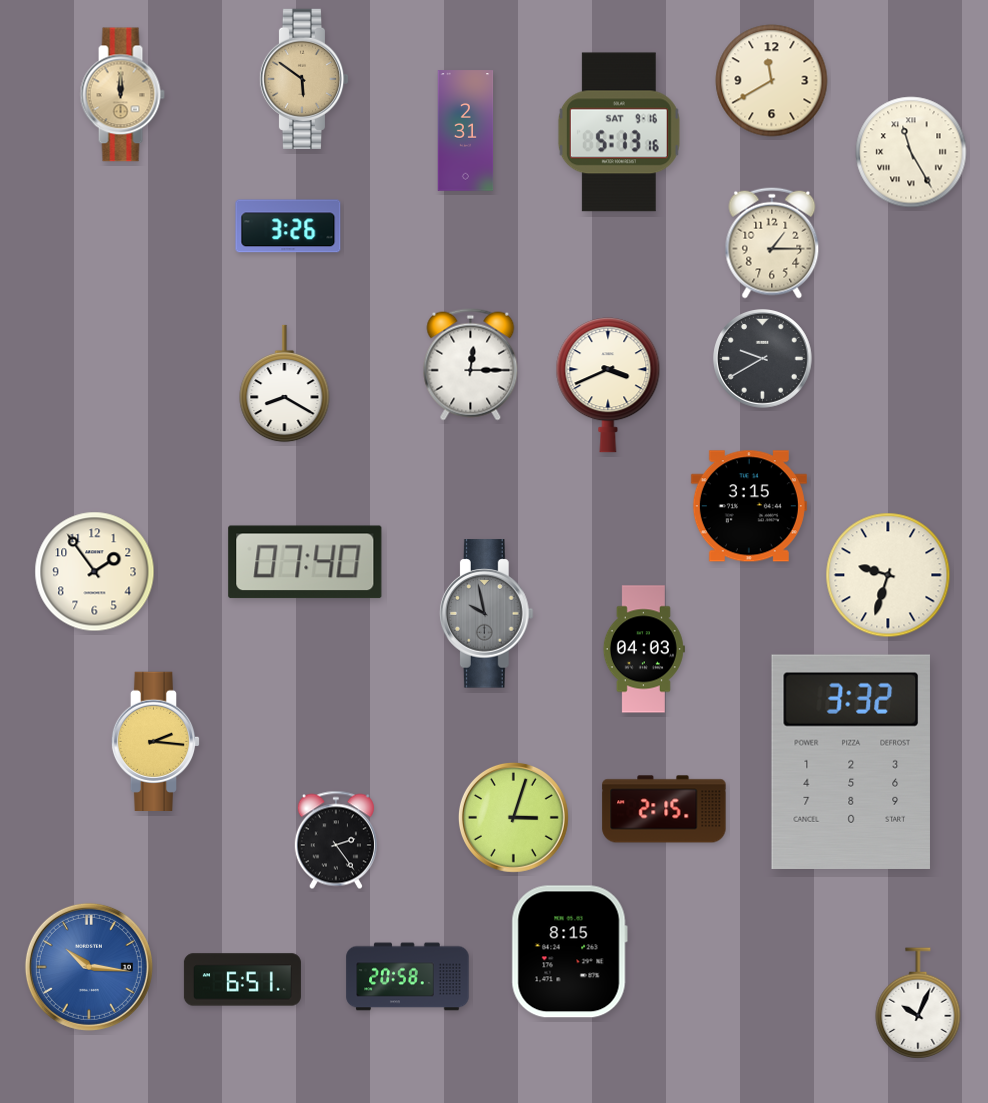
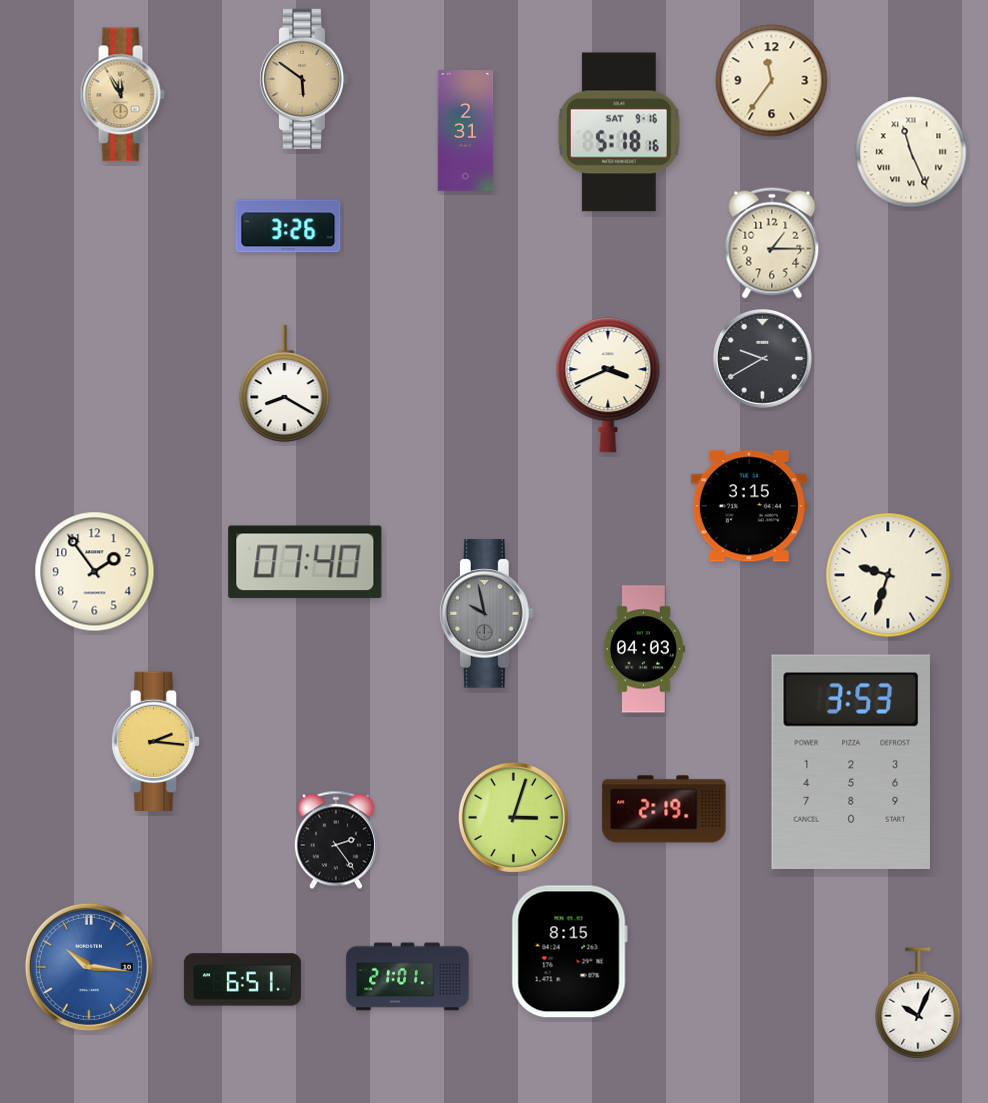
clock at (772, 81): 11:40 -> 11:36
clock at (122, 95): 12:00 -> 11:55
clock at (619, 132): 5:13 -> 5:18
clock at (911, 152): 11:25 -> 11:26
clock at (471, 365): 12:15 -> none
clock at (851, 762): 3:32 -> 3:53
clock at (664, 809): 2:15 -> 2:19
clock at (408, 977): 20:58 -> 21:01
